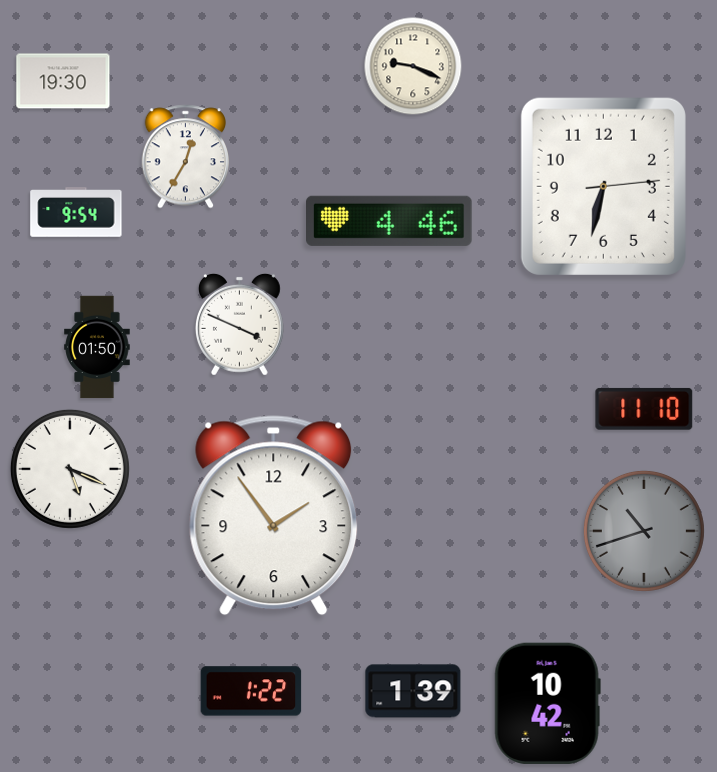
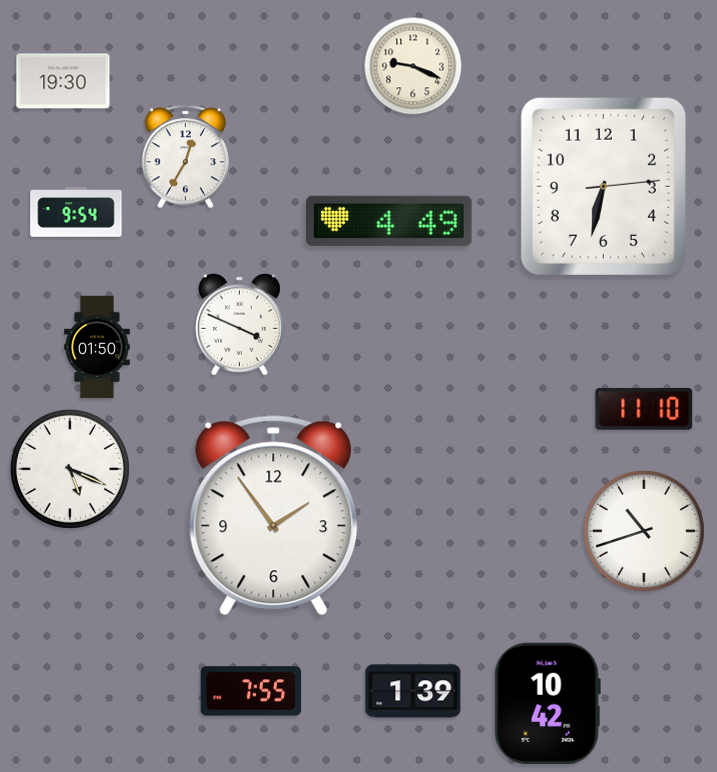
clock at (390, 221): 4:46 -> 4:49
clock at (644, 531) dial: grey -> white
clock at (251, 691): 1:22 -> 7:55
